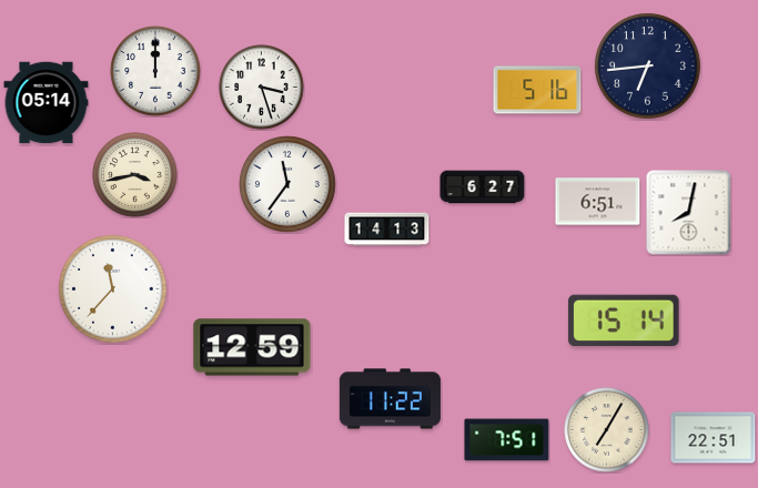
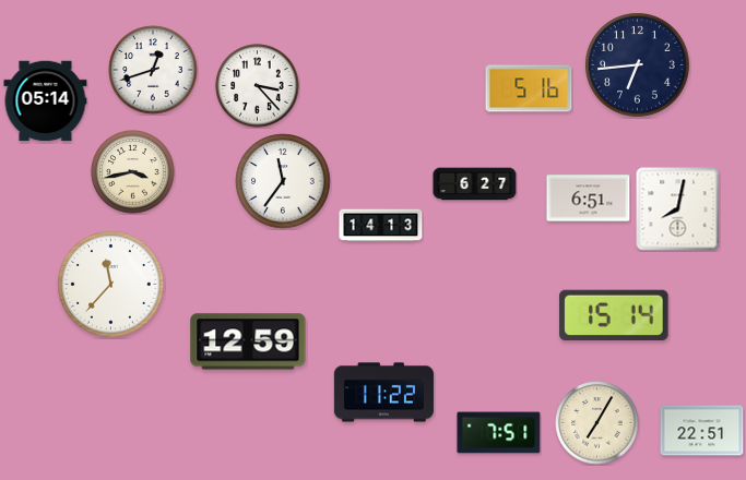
clock at (155, 71): 12:00 -> 12:42
clock at (262, 88): 3:27 -> 3:23
